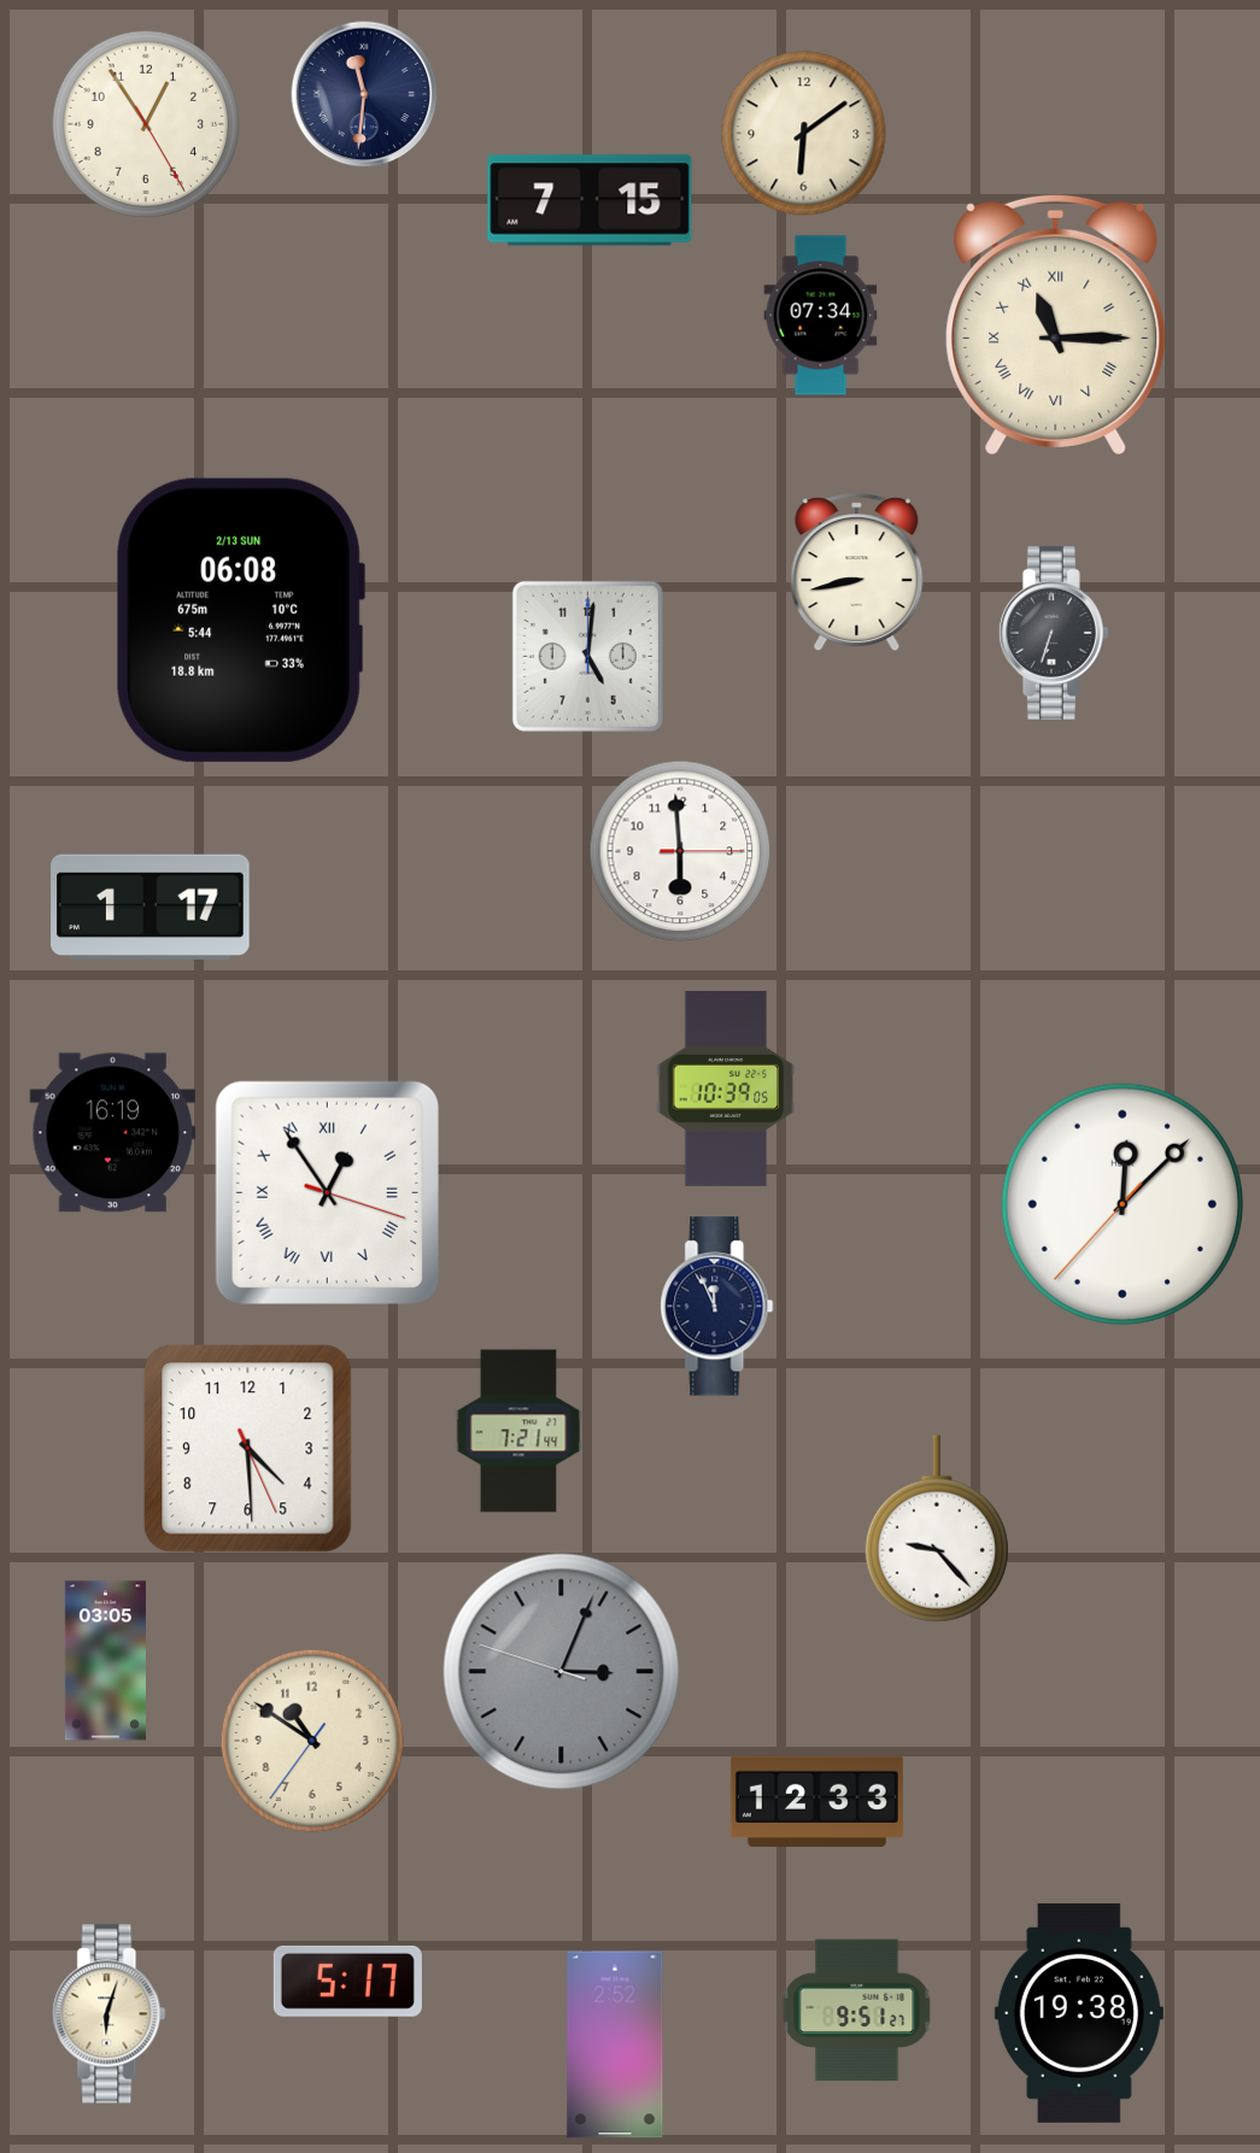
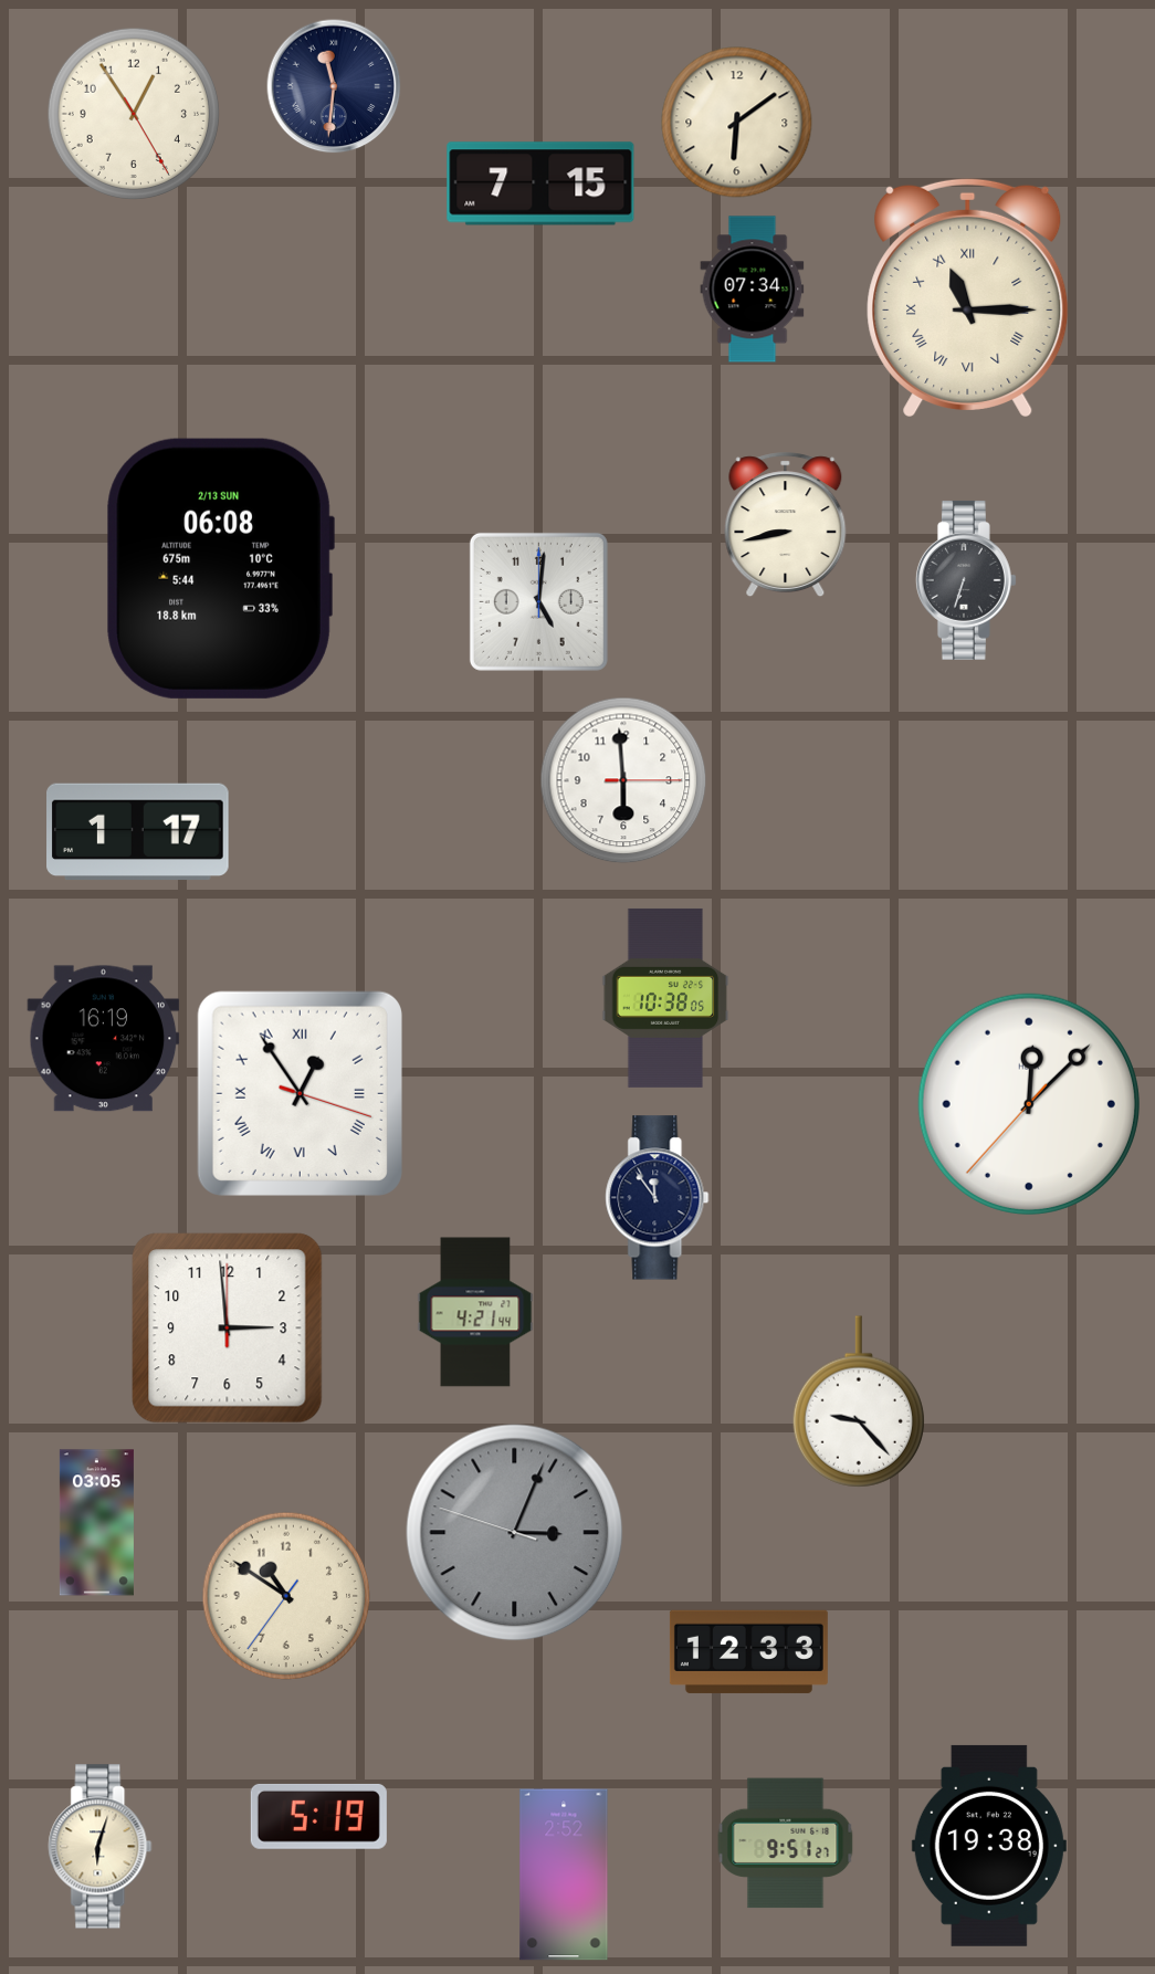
clock at (726, 1089): 10:39 -> 10:38
clock at (717, 1307): 11:56 -> 11:54
clock at (518, 1431): 7:21 -> 4:21
clock at (248, 1449): 4:29 -> 2:59
clock at (347, 1981): 5:17 -> 5:19
